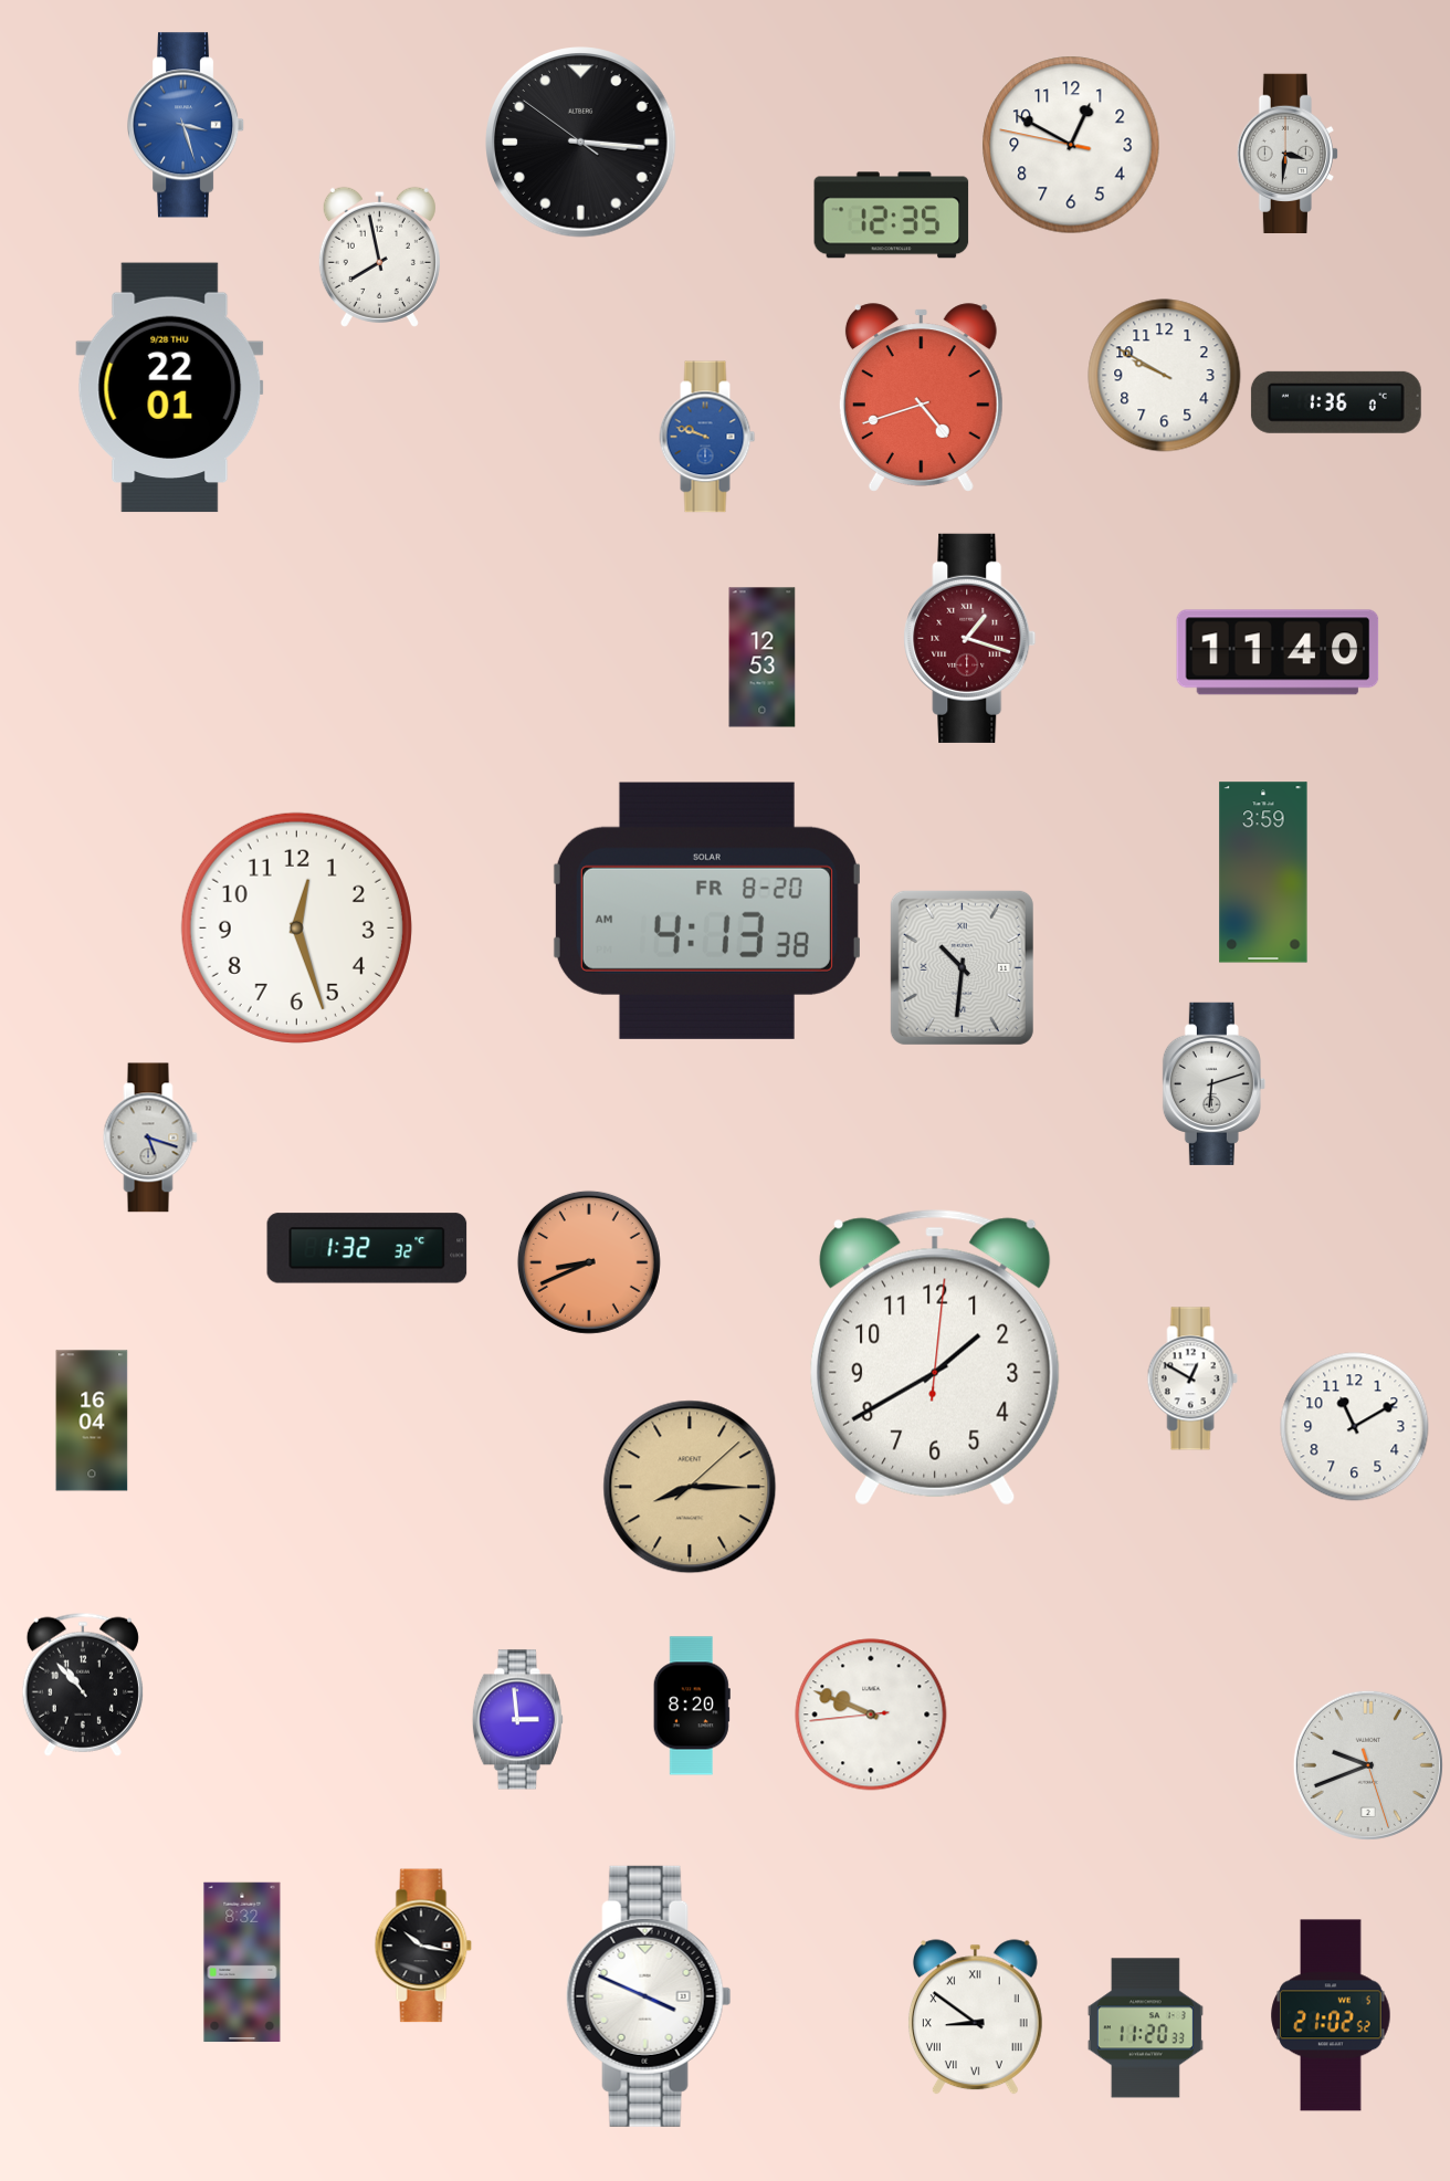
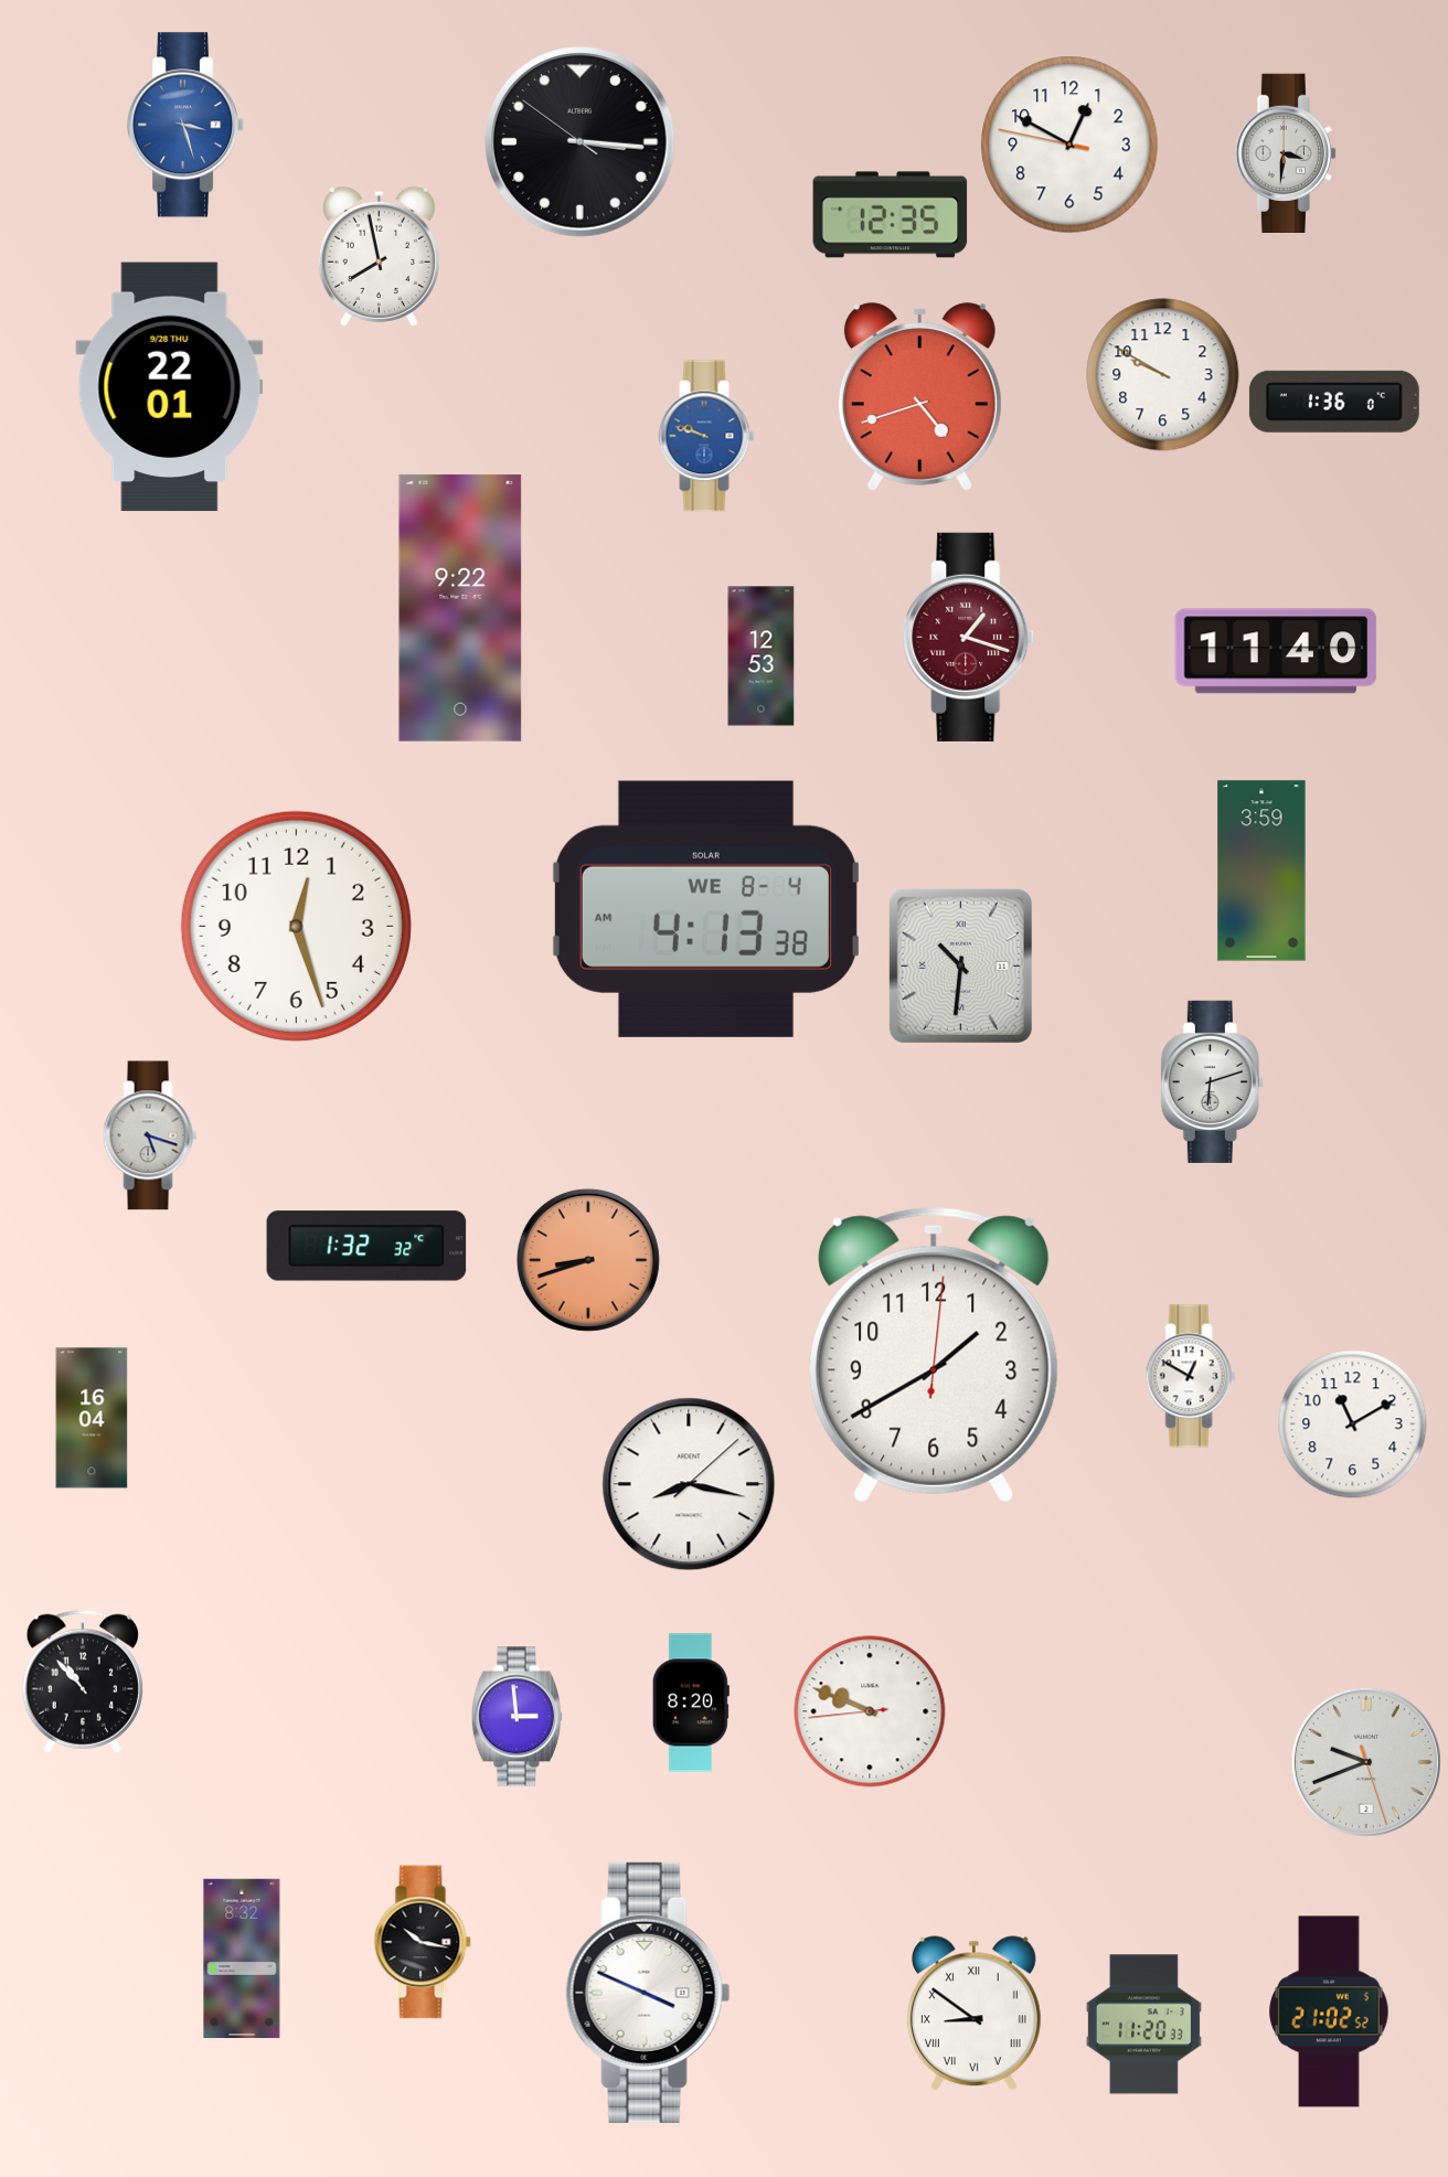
clock at (460, 608): none -> 9:22
clock at (706, 911) date: FR 8-20 -> WE 8-4
clock at (589, 1262): 8:41 -> 8:42
clock at (690, 1487): 8:15 -> 8:17
clock at (690, 1487) dial: champagne -> white
